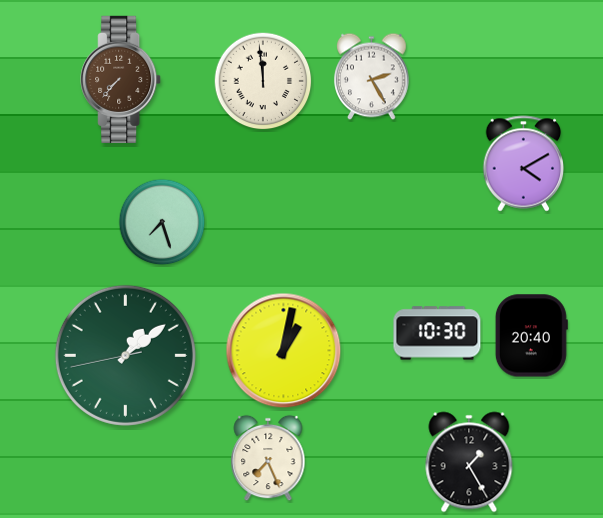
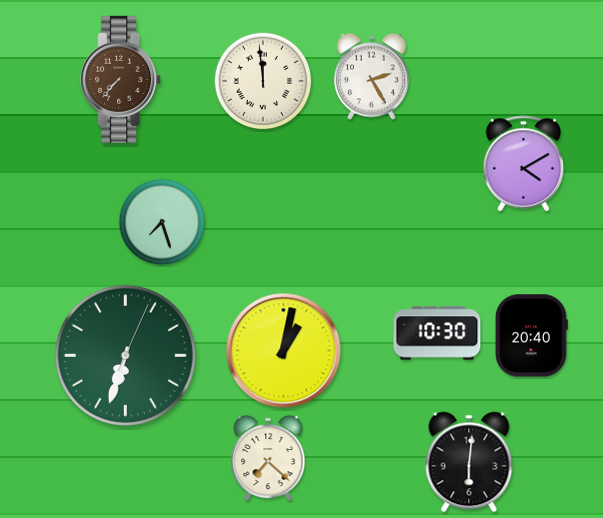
clock at (125, 355): 1:08 -> 6:33
clock at (268, 458): 7:26 -> 7:22
clock at (469, 462): 1:25 -> 6:01
